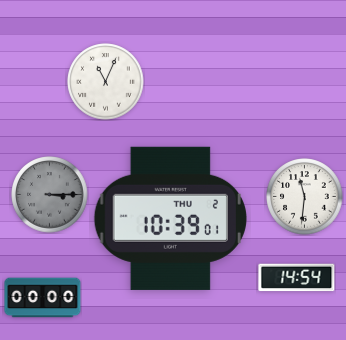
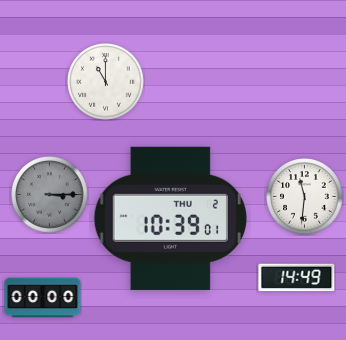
clock at (106, 82): 11:04 -> 11:00
clock at (297, 278): 14:54 -> 14:49
